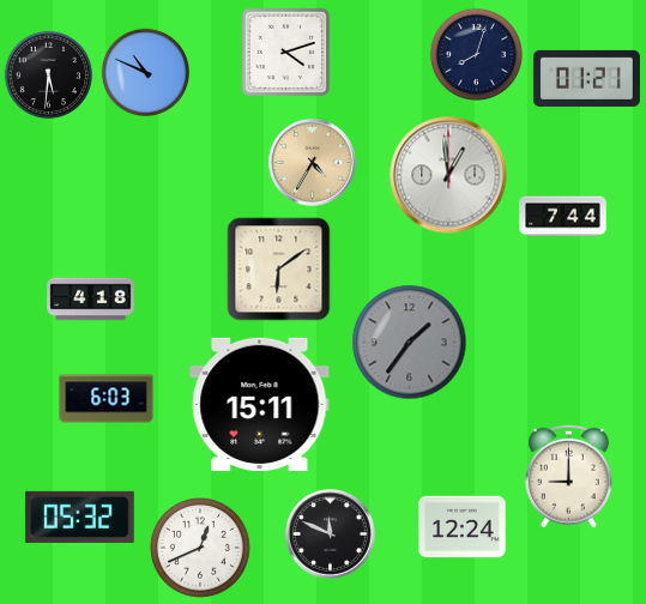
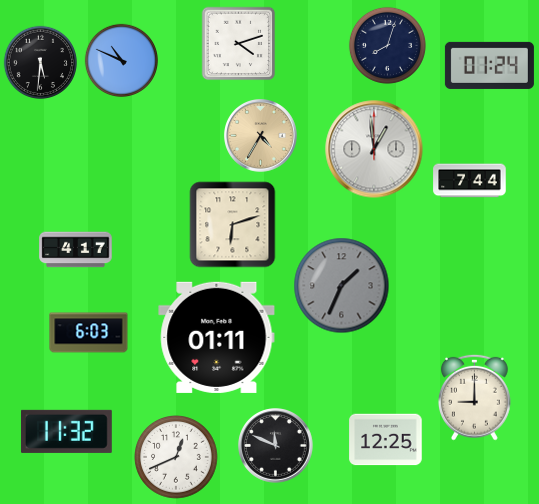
clock at (476, 54) position: (476, 54) -> (387, 45)
clock at (586, 78): 01:21 -> 01:24
clock at (448, 175) position: (448, 175) -> (374, 149)
clock at (279, 270): 6:09 -> 6:12
clock at (91, 300): 4:18 -> 4:17
clock at (410, 343): 1:36 -> 1:34
clock at (260, 404): 15:11 -> 01:11
clock at (79, 517): 05:32 -> 11:32
clock at (463, 527): 12:24 -> 12:25
clock at (201, 549) position: (201, 549) -> (177, 458)
